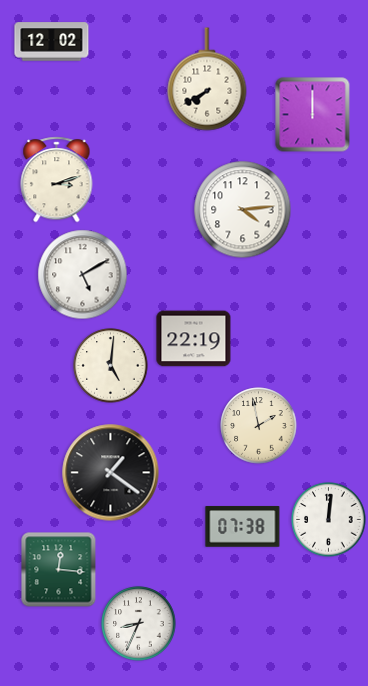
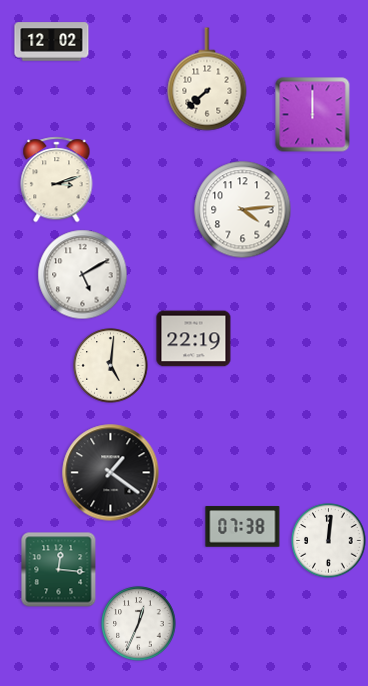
clock at (207, 79): 7:40 -> 7:38
clock at (259, 426): 1:58 -> none
clock at (329, 520) position: (329, 520) -> (329, 541)
clock at (139, 624): 8:34 -> 12:34
